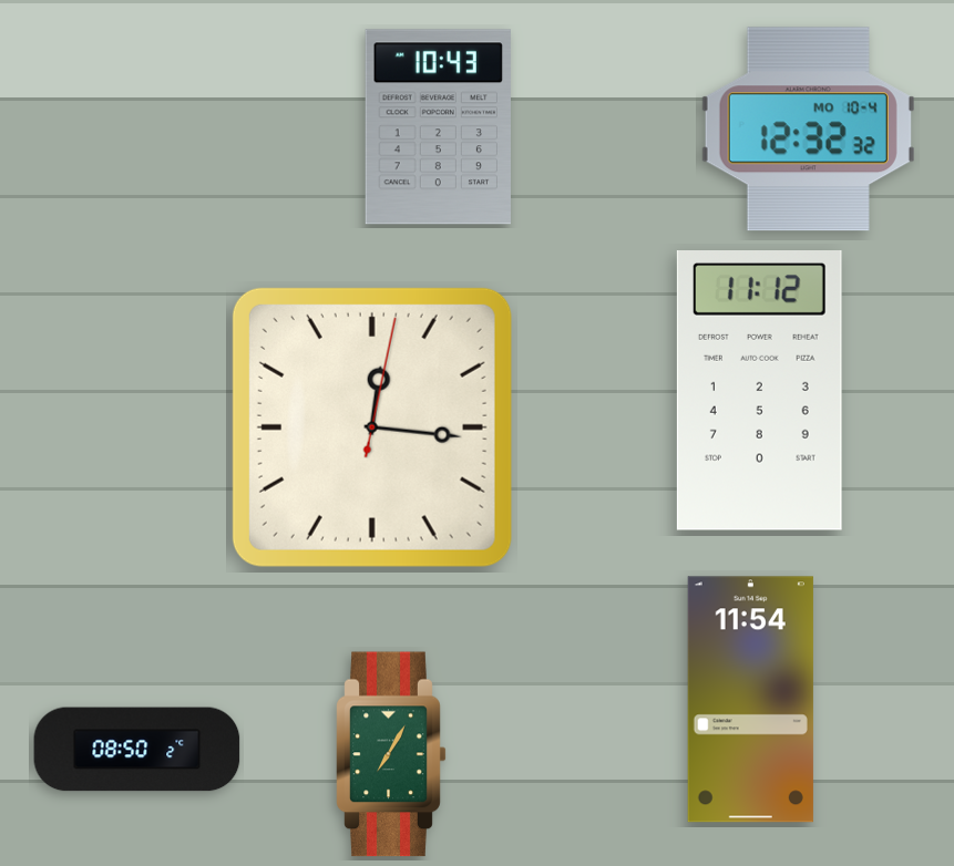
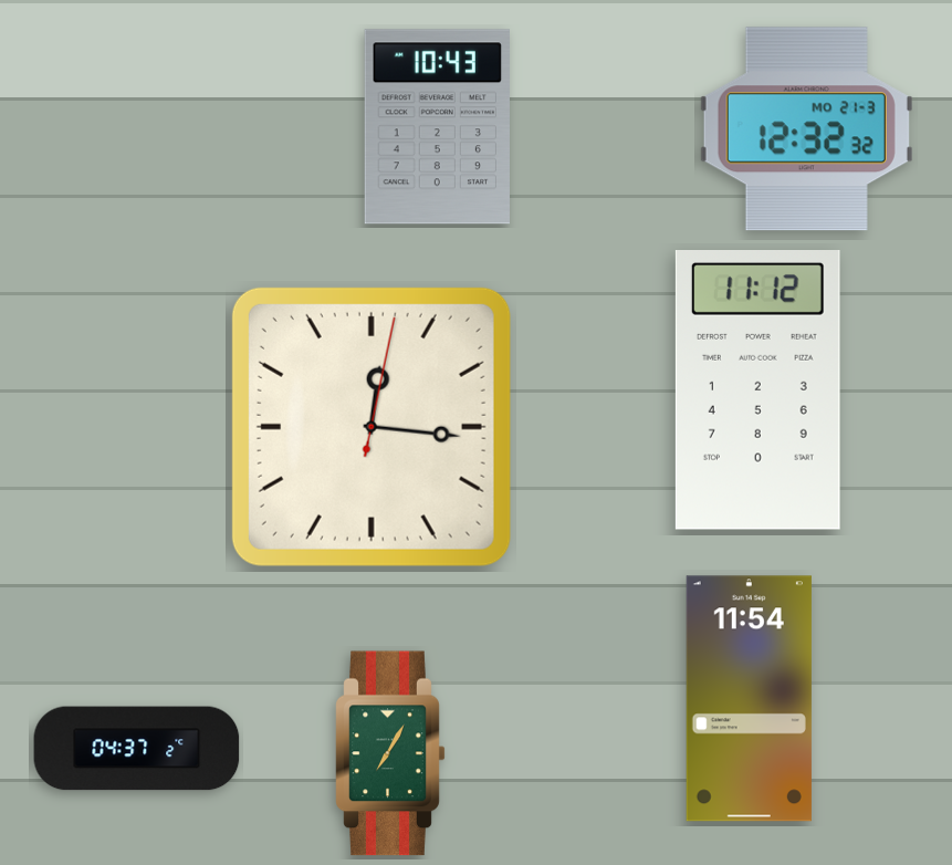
clock at (808, 130) date: MO 10-4 -> MO 21-3
clock at (137, 750): 08:50 -> 04:37
